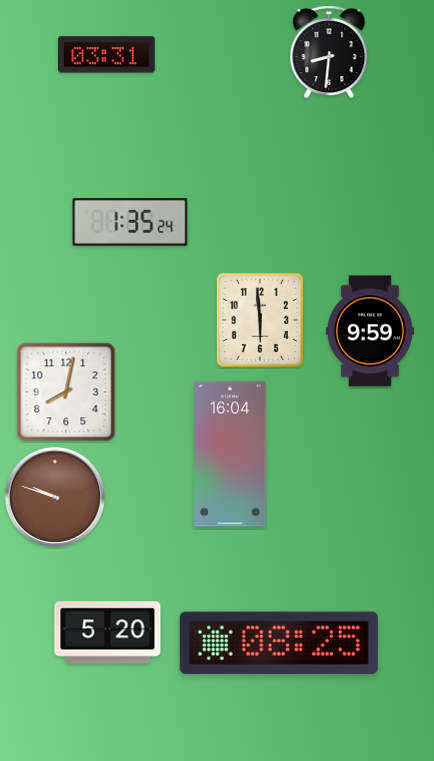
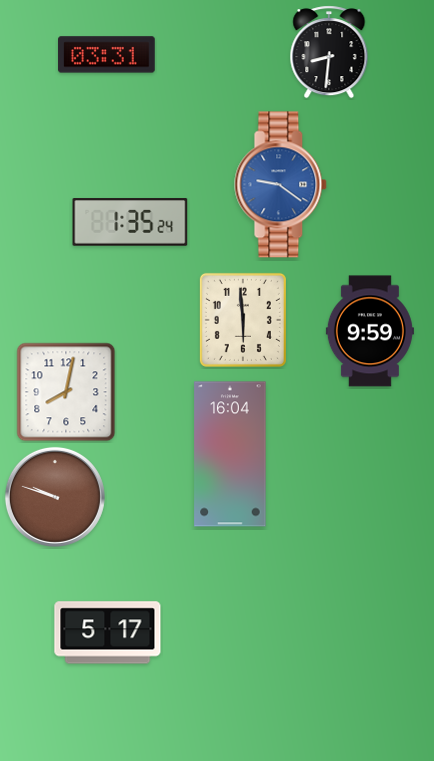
clock at (281, 185): none -> 9:21
clock at (260, 320) position: (260, 320) -> (243, 320)
clock at (108, 633): 5:20 -> 5:17
clock at (279, 643): 08:25 -> none
